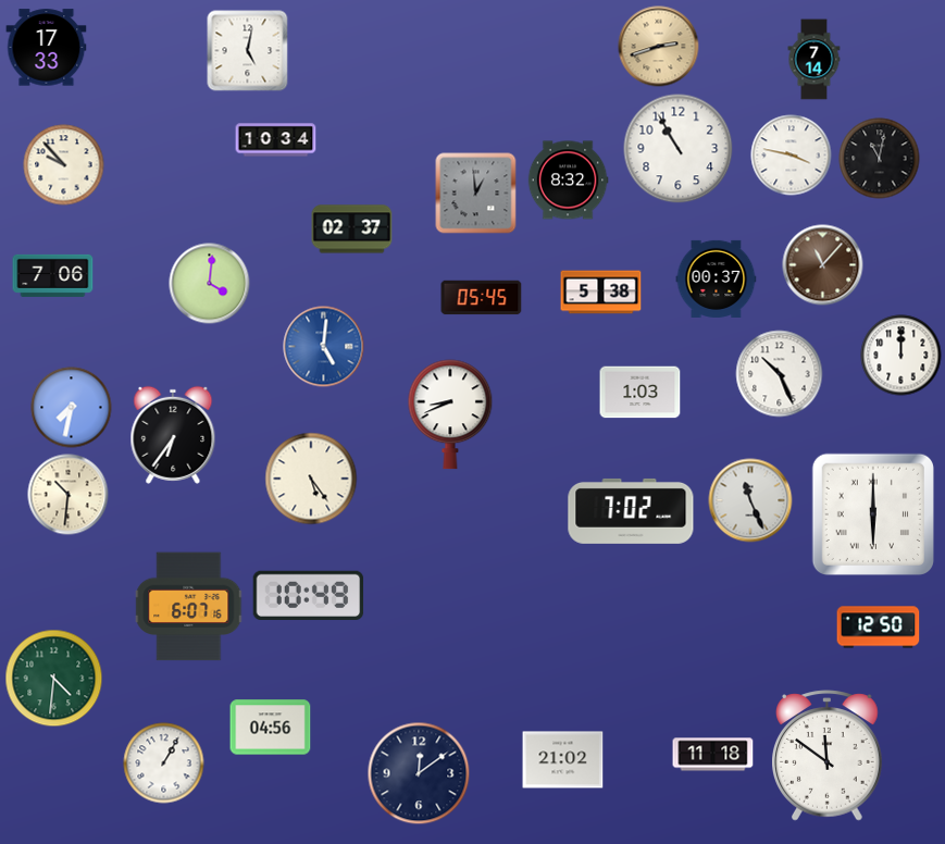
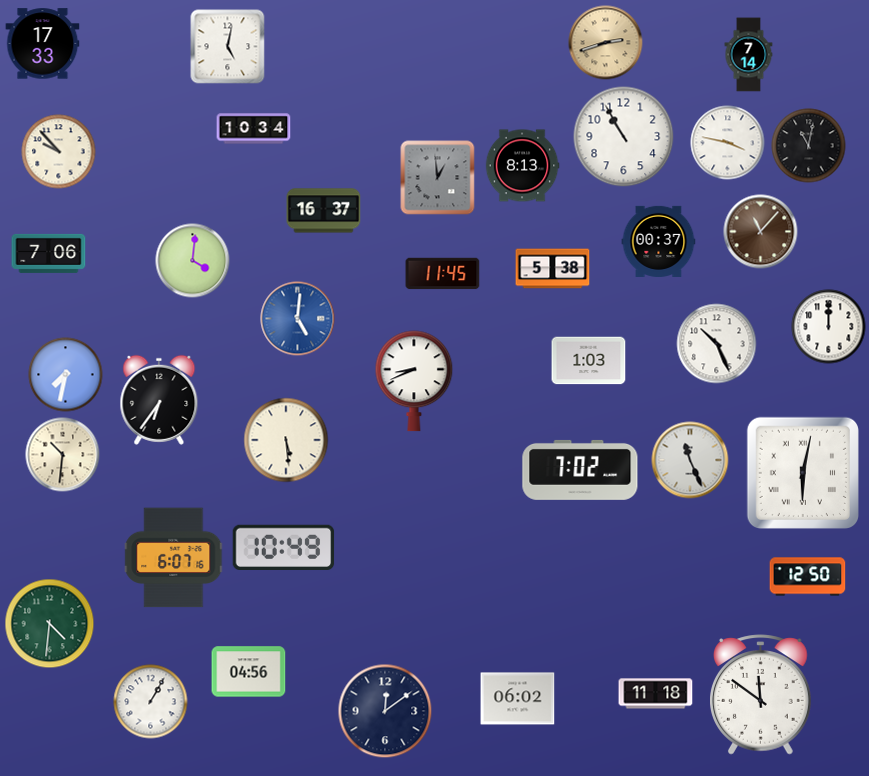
clock at (568, 181): 8:32 -> 8:13
clock at (352, 229): 02:37 -> 16:37
clock at (823, 265) position: (823, 265) -> (761, 232)
clock at (717, 278) position: (717, 278) -> (659, 241)
clock at (482, 298): 05:45 -> 11:45
clock at (311, 479): 5:24 -> 5:29
clock at (873, 514): 6:00 -> 6:02
clock at (271, 728) position: (271, 728) -> (249, 672)
clock at (563, 760): 21:02 -> 06:02
